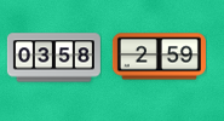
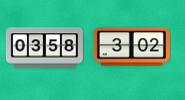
clock at (159, 57): 2:59 -> 3:02
